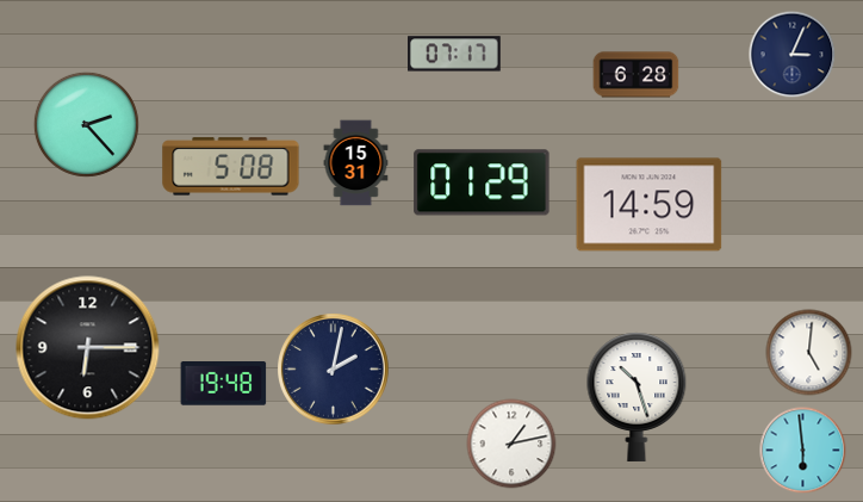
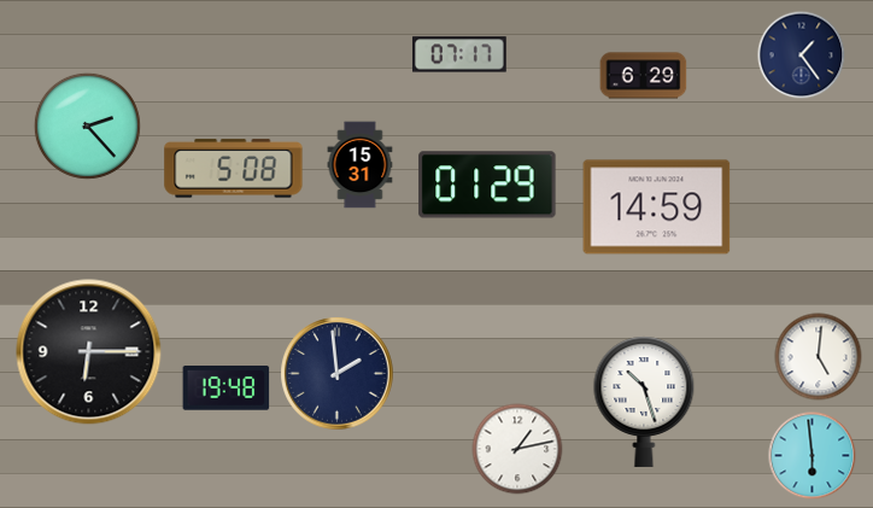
clock at (793, 55): 3:04 -> 1:24
clock at (637, 75): 6:28 -> 6:29
clock at (334, 370): 2:02 -> 1:59
